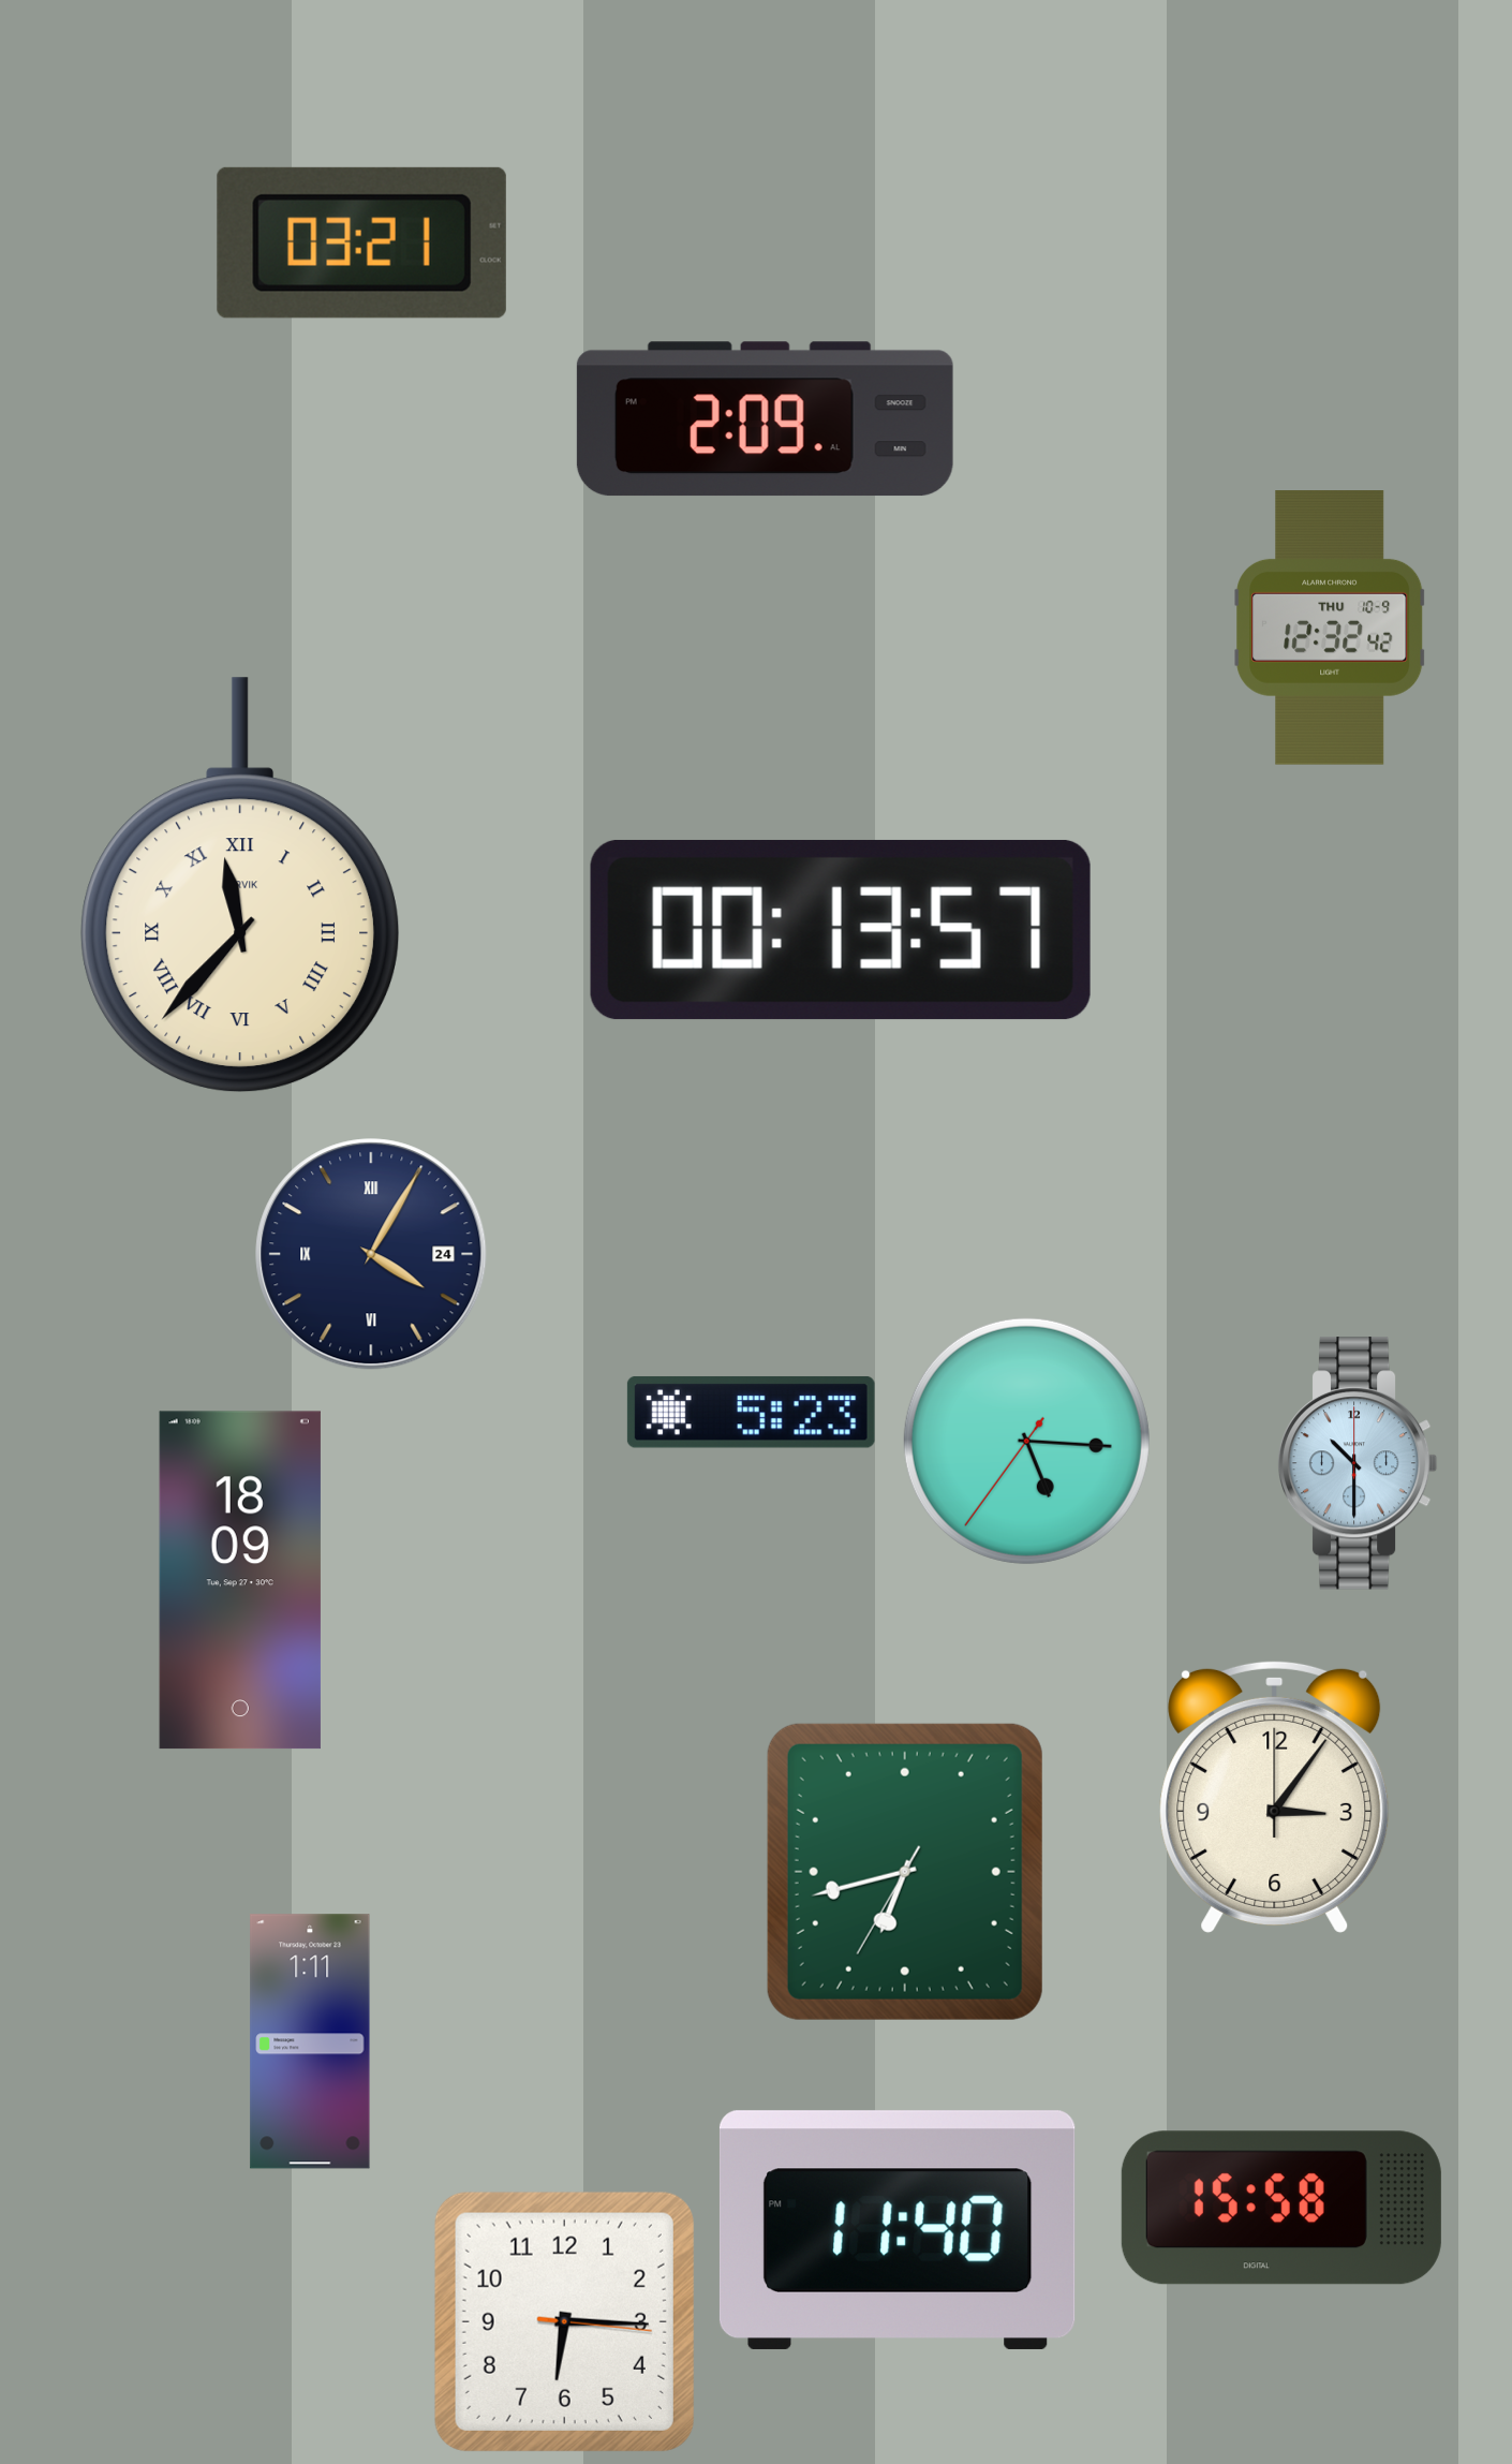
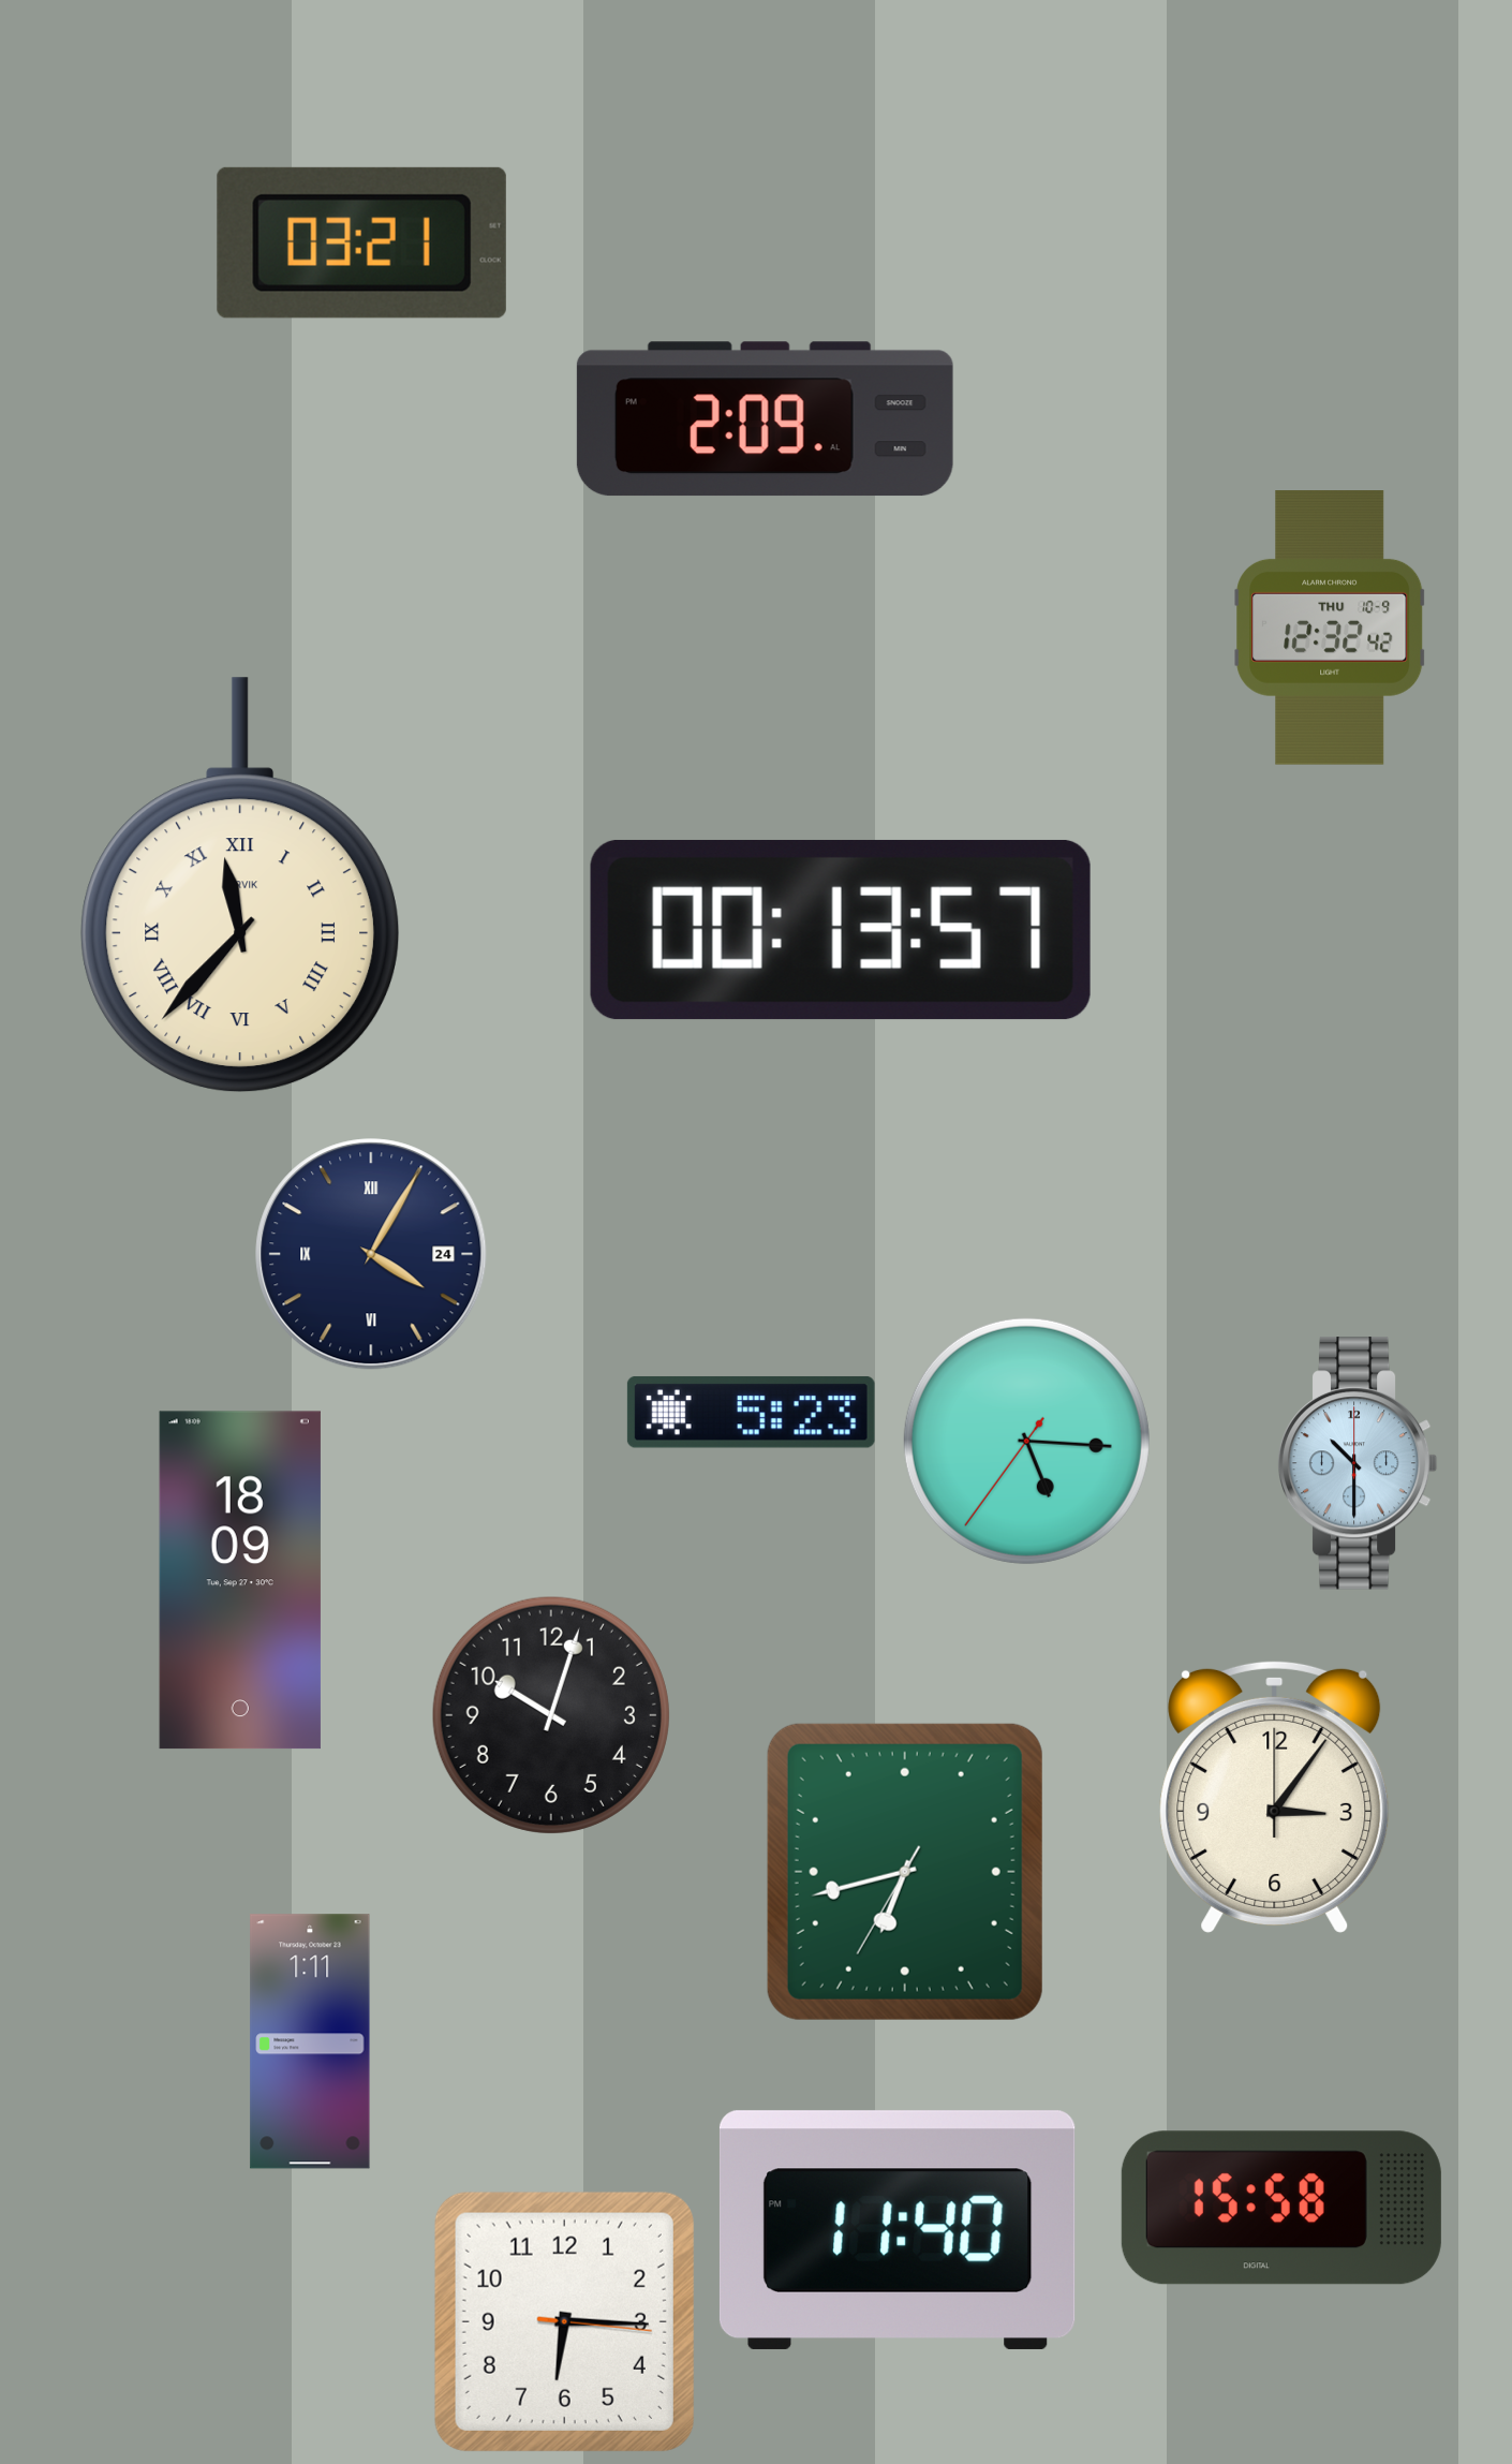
clock at (551, 1715): none -> 10:03
